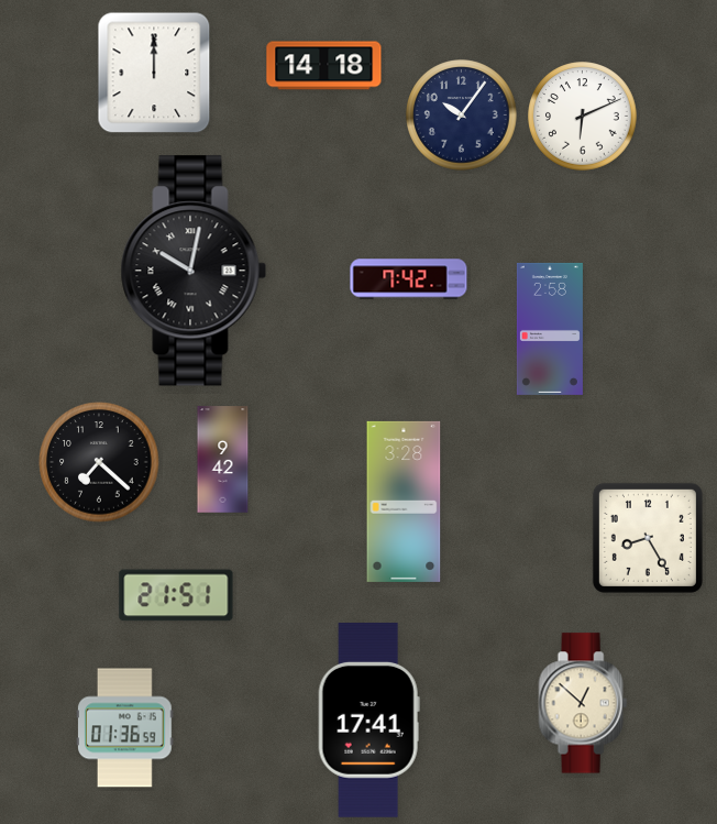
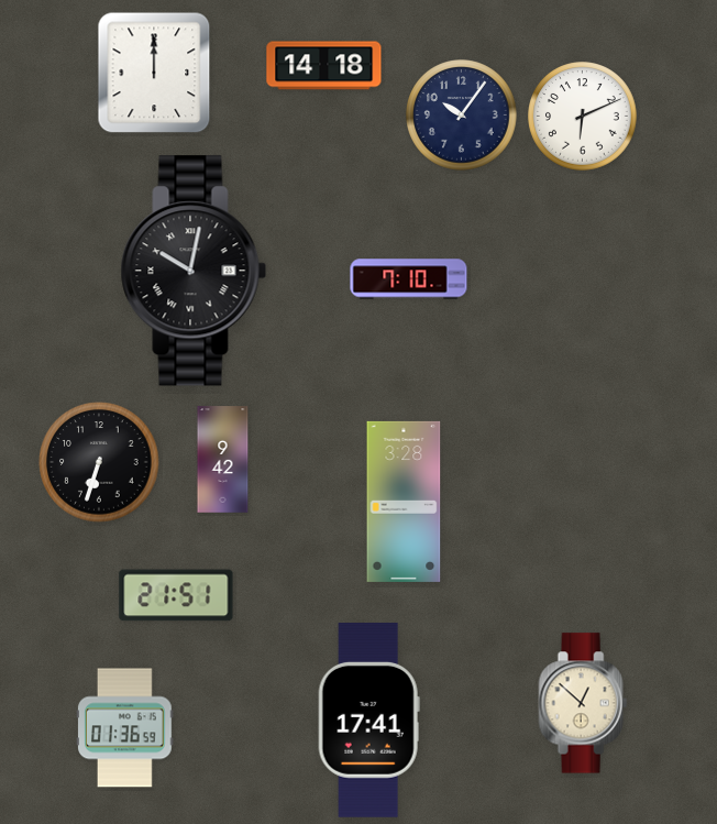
clock at (409, 279): 7:42 -> 7:10
clock at (550, 329): 2:58 -> none
clock at (99, 462): 7:22 -> 6:33
clock at (648, 538): 8:25 -> none
